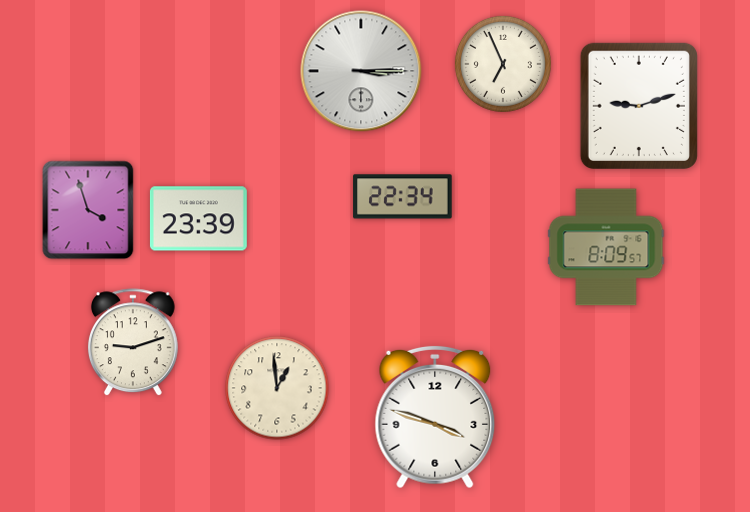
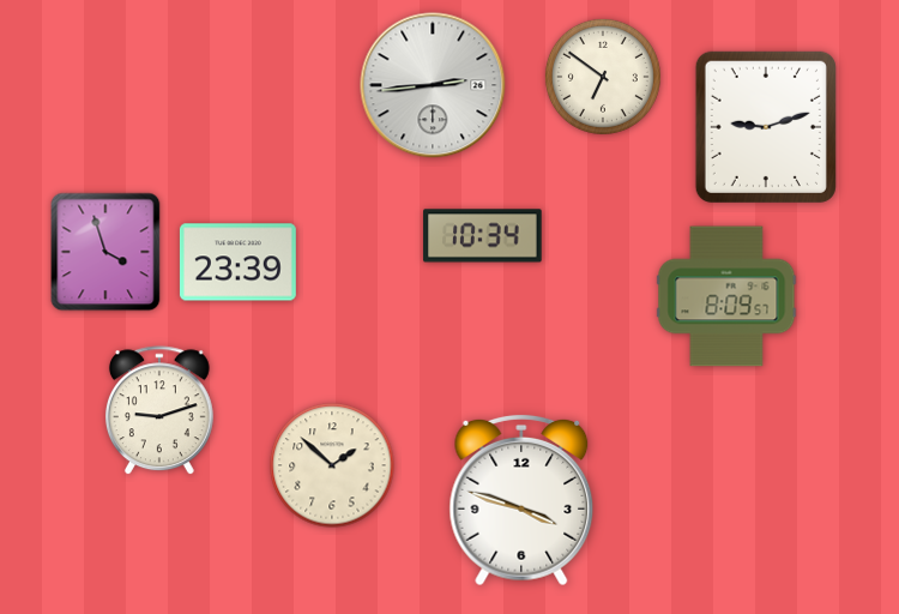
clock at (503, 64): 6:56 -> 6:51
clock at (361, 71): 3:15 -> 2:44
clock at (403, 197): 22:34 -> 10:34
clock at (277, 388): 12:59 -> 1:52
